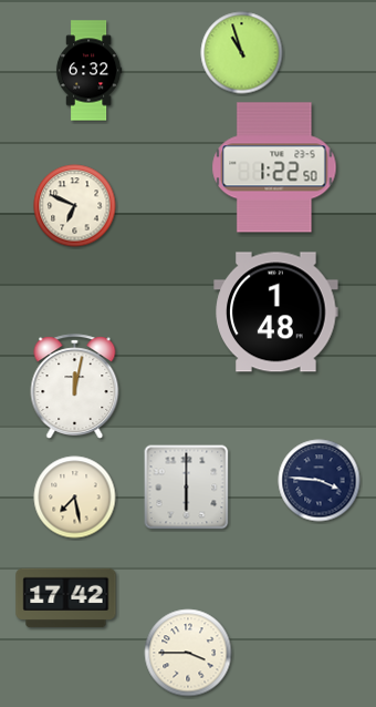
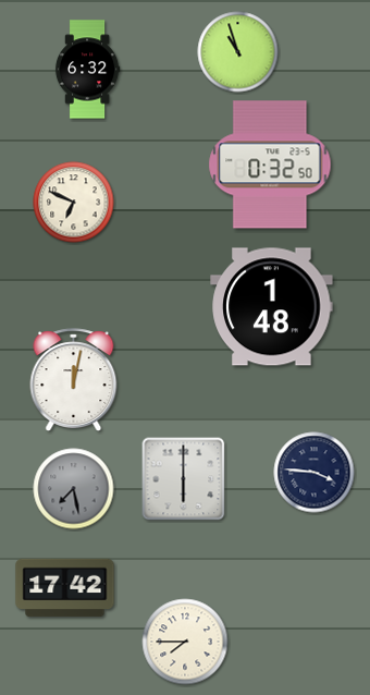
clock at (274, 167): 1:22 -> 0:32
clock at (75, 498) dial: cream -> grey
clock at (188, 653): 3:45 -> 7:45
